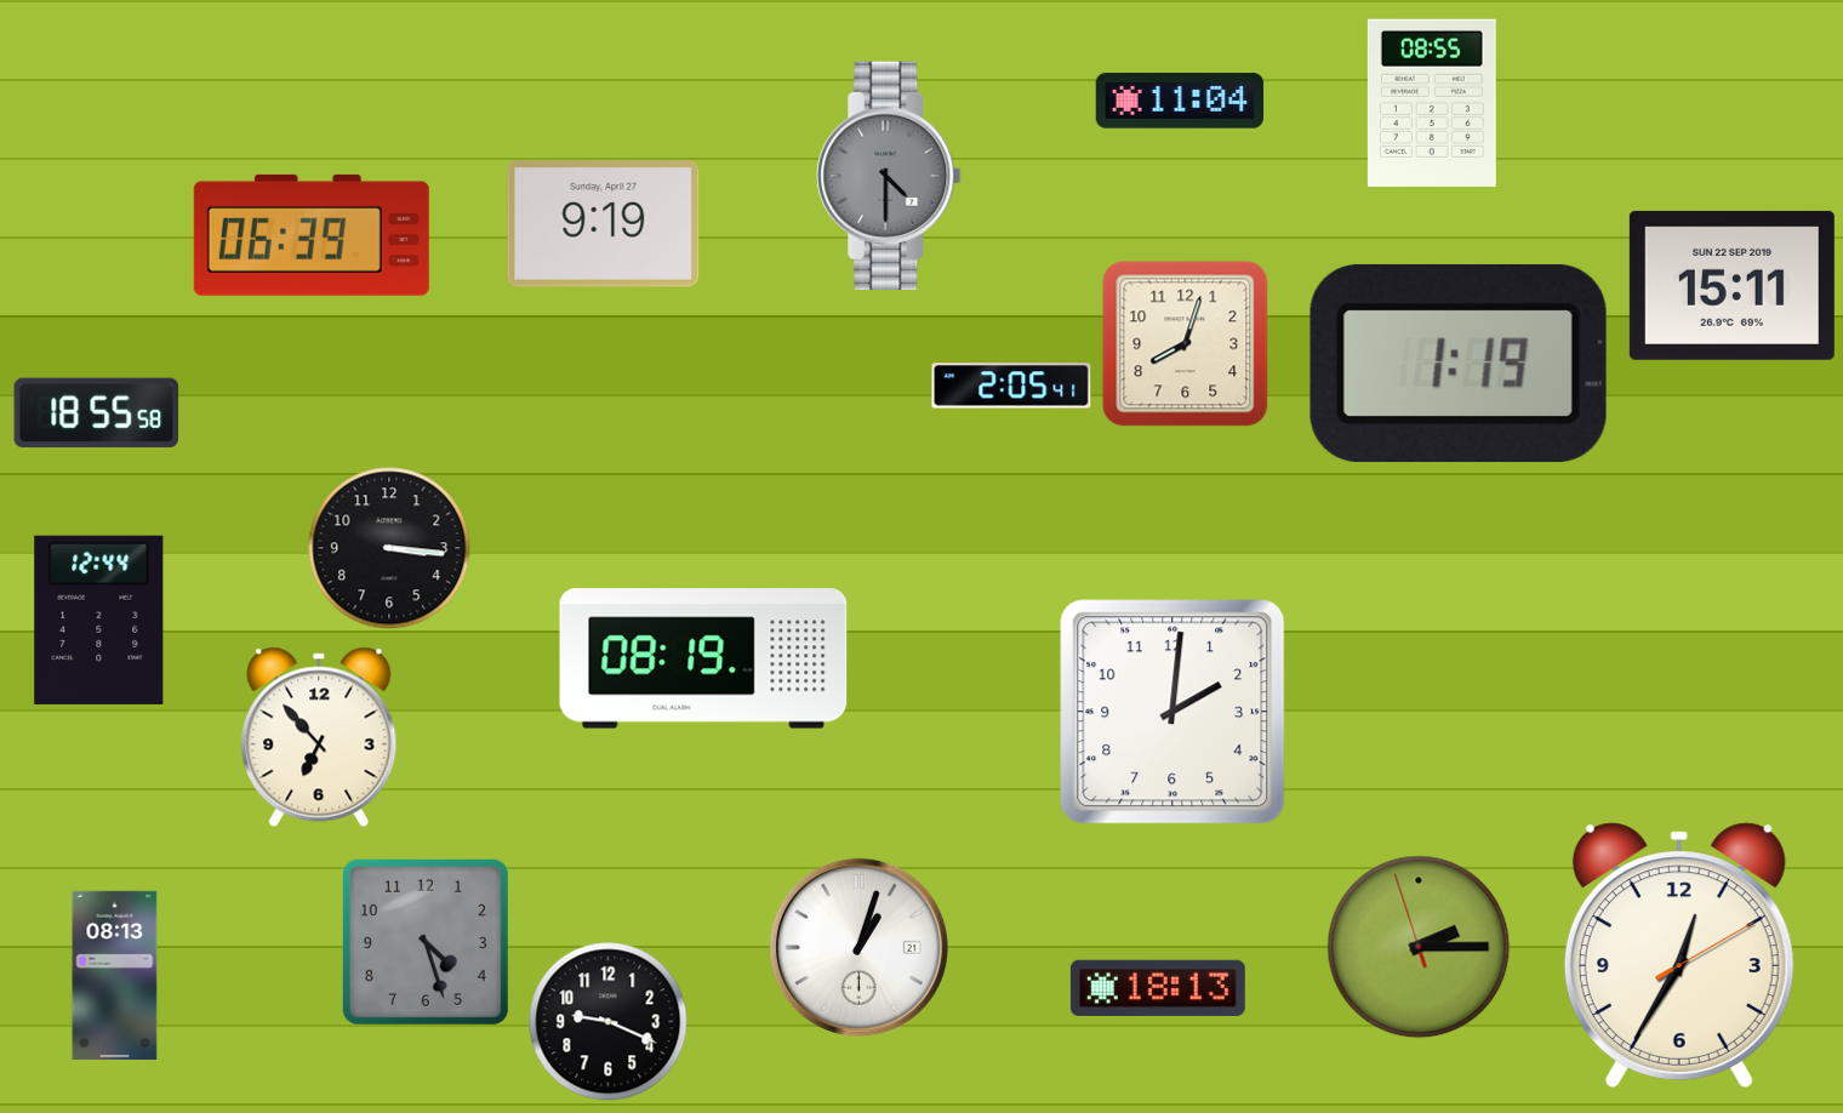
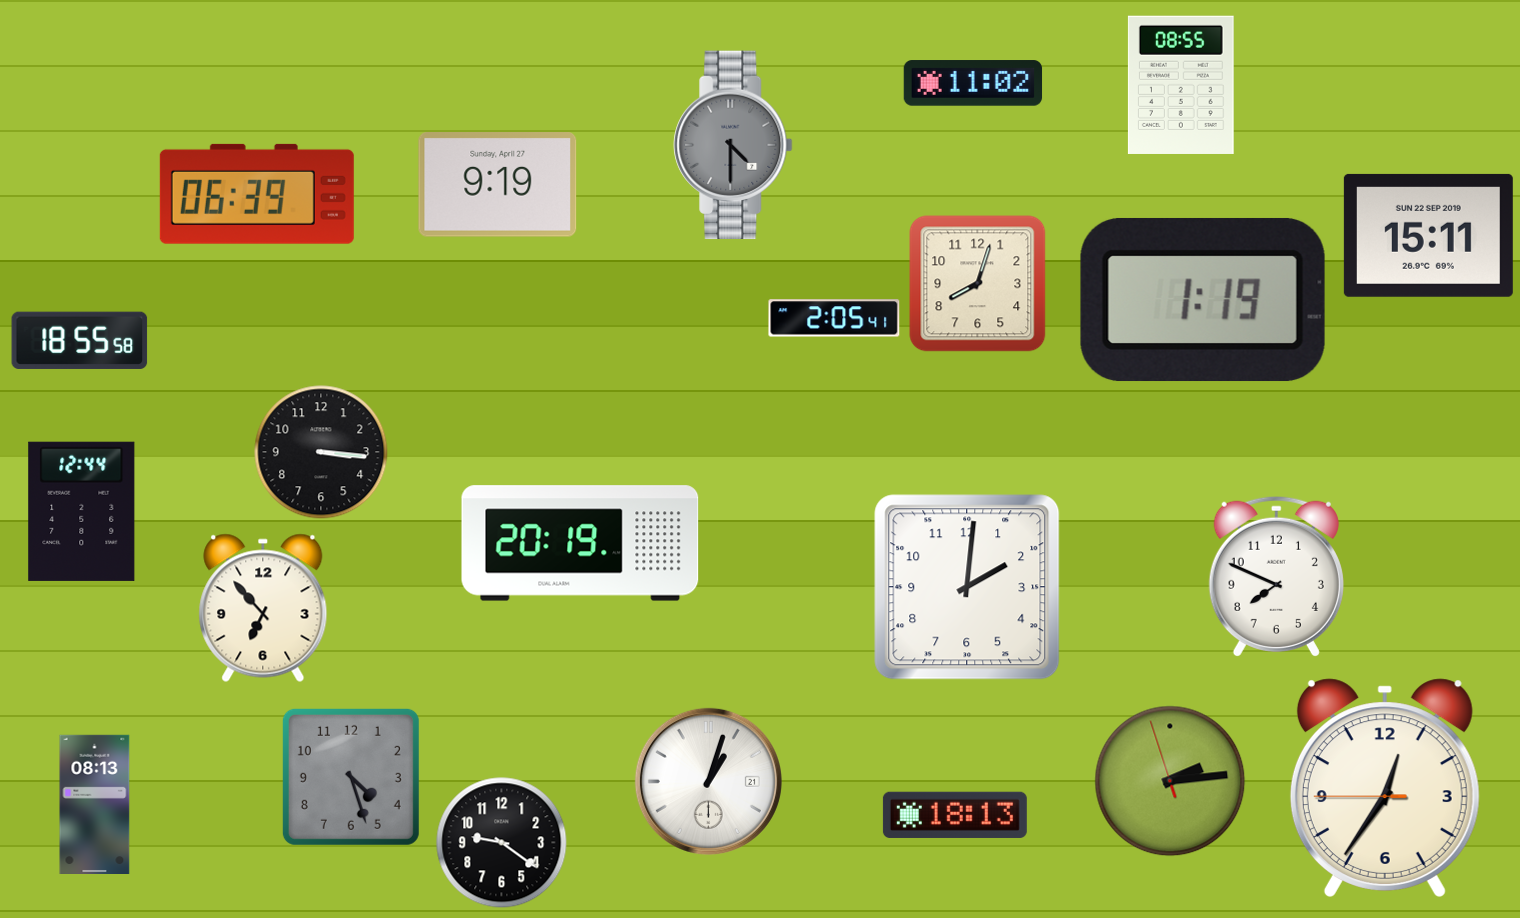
clock at (1180, 101): 11:04 -> 11:02
clock at (703, 658): 08:19 -> 20:19
clock at (1276, 576): none -> 7:49
clock at (1419, 947): 2:14 -> 2:13
clock at (1679, 955): 12:35:10 -> 12:35:45
clock at (609, 1022): 9:19 -> 9:21
